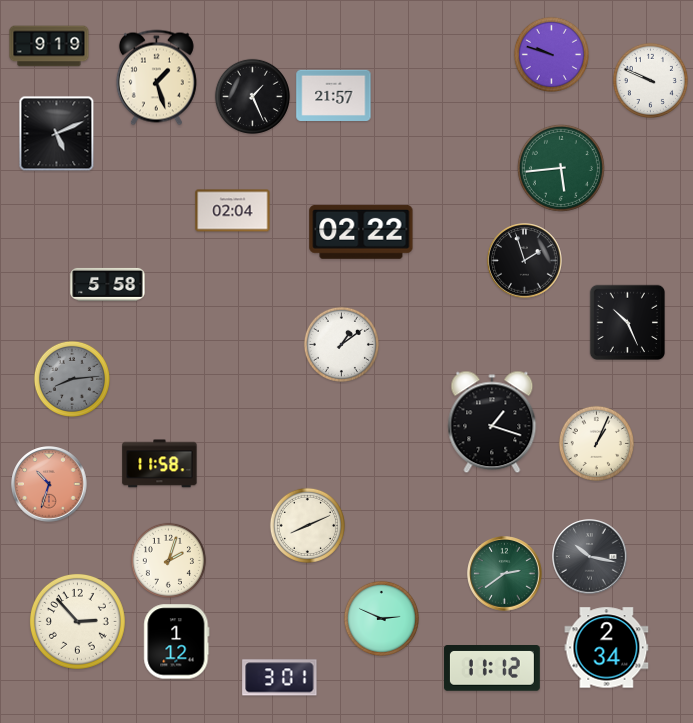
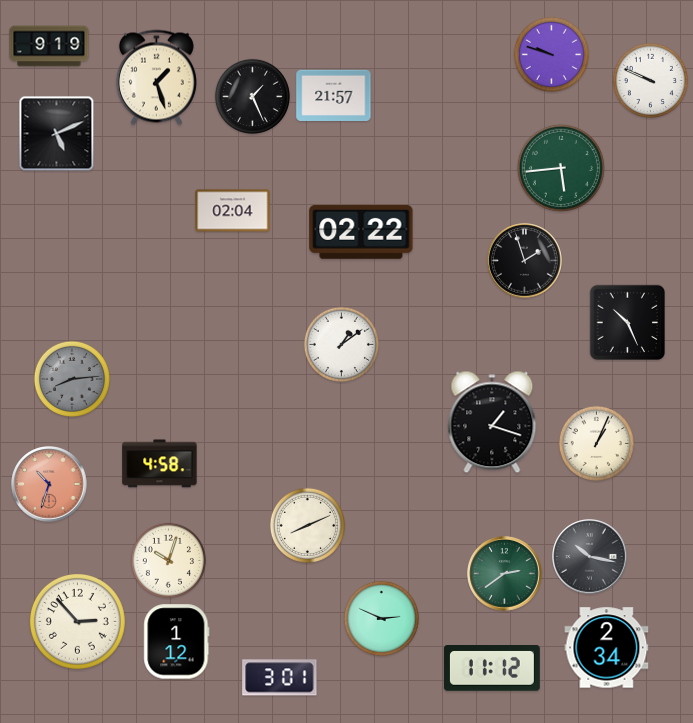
clock at (108, 284): 5:58 -> none
clock at (160, 464): 11:58 -> 4:58
clock at (168, 560): 2:03 -> 10:03
